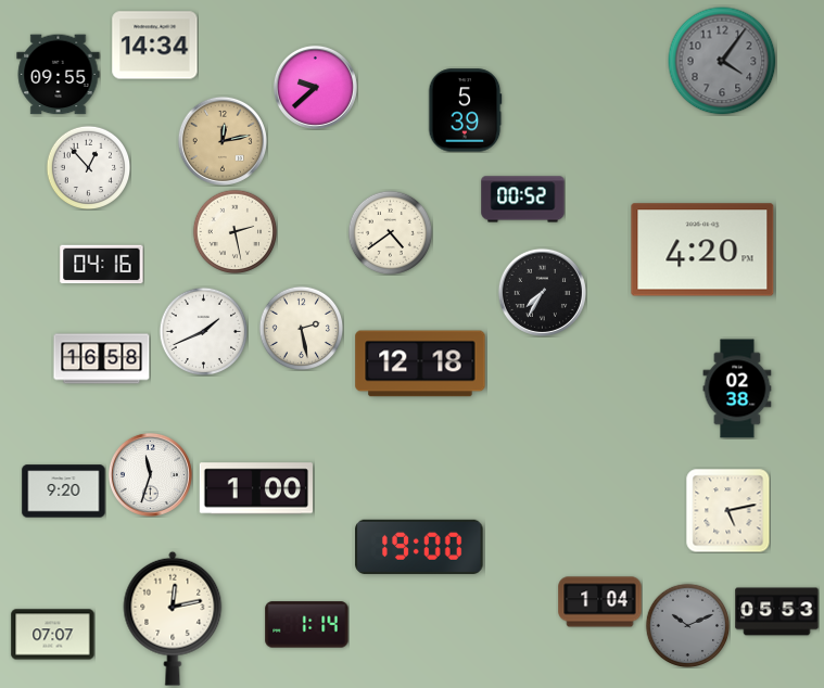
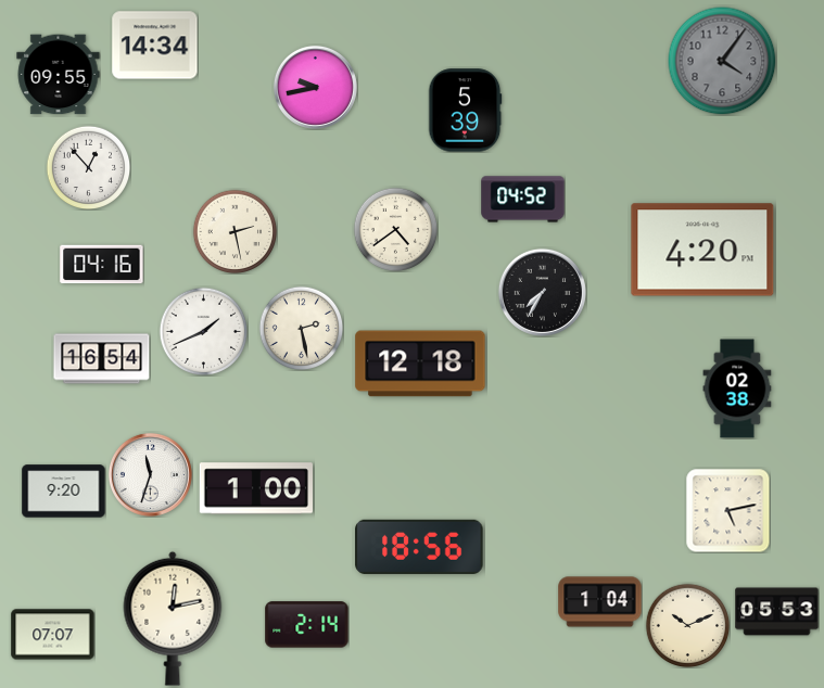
clock at (315, 87): 9:38 -> 9:43
clock at (223, 141): 12:13 -> none
clock at (523, 200): 00:52 -> 04:52
clock at (390, 232) position: (390, 232) -> (395, 229)
clock at (102, 359): 16:58 -> 16:54
clock at (419, 547): 19:00 -> 18:56
clock at (307, 625): 1:14 -> 2:14
clock at (687, 625) dial: grey -> cream
